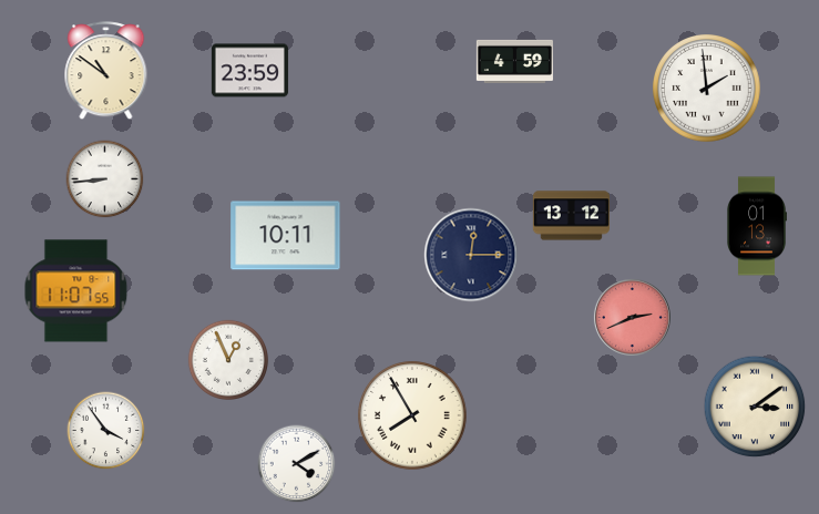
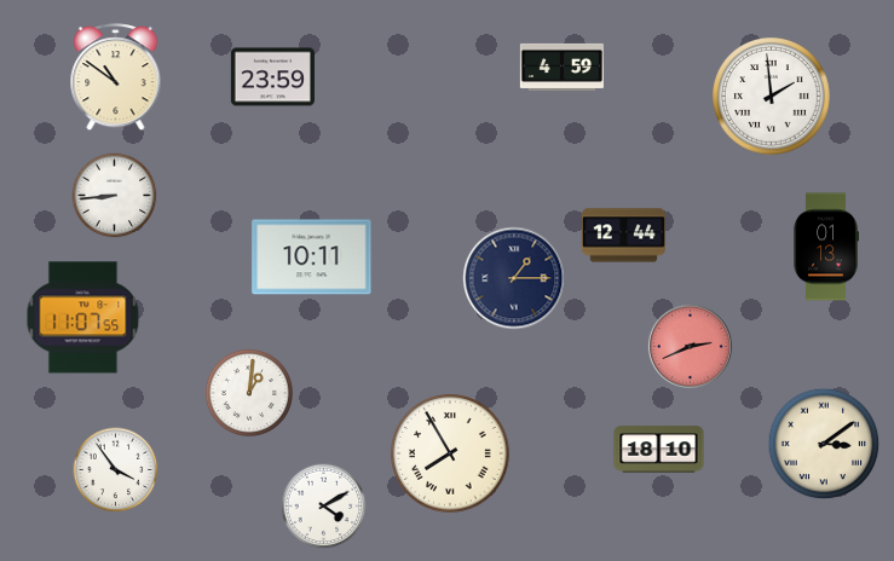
clock at (571, 216): 13:12 -> 12:44
clock at (471, 255): 12:15 -> 1:15
clock at (227, 359): 12:56 -> 1:01
clock at (659, 450): none -> 18:10
